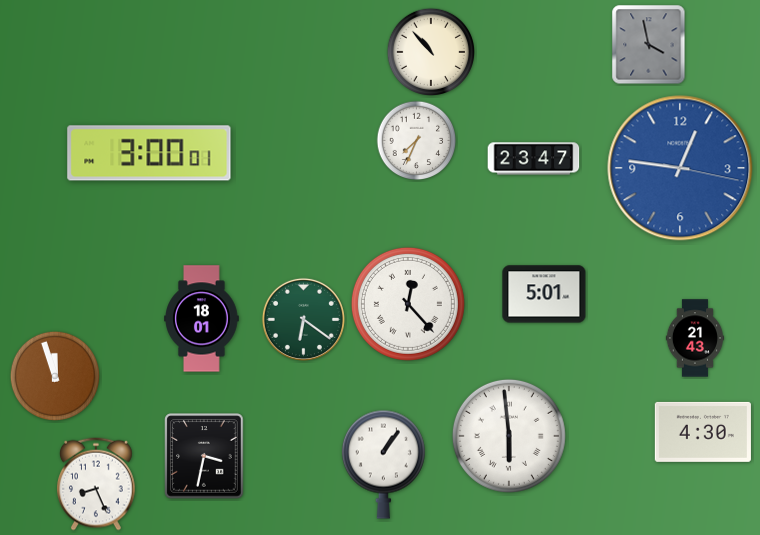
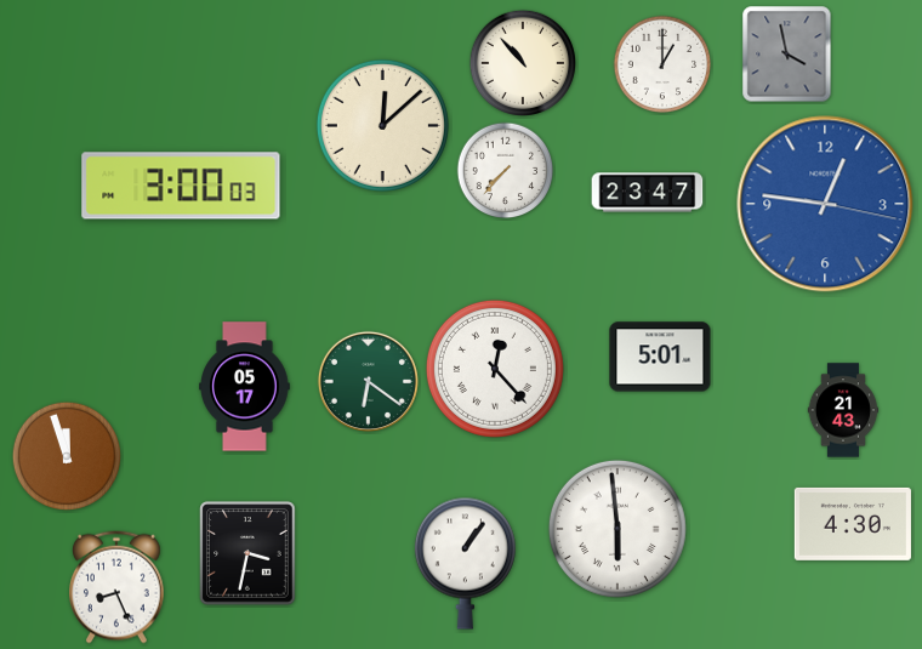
clock at (662, 64): none -> 1:00
clock at (382, 125): none -> 12:08
clock at (417, 141): 7:34 -> 7:37
clock at (149, 153): 3:00:01 -> 3:00:03
clock at (202, 319): 18:01 -> 05:17
clock at (303, 319) position: (303, 319) -> (368, 381)
